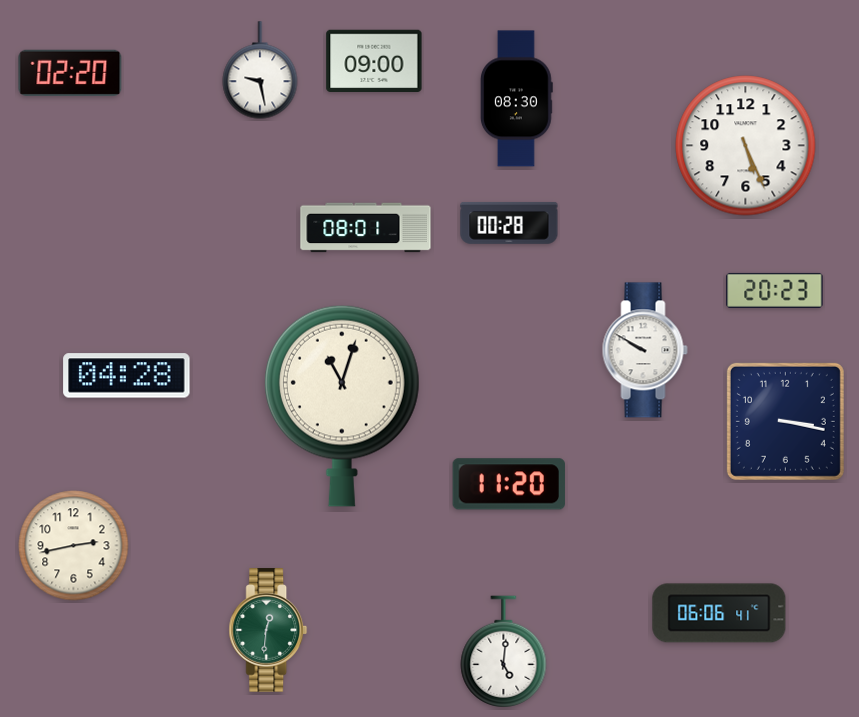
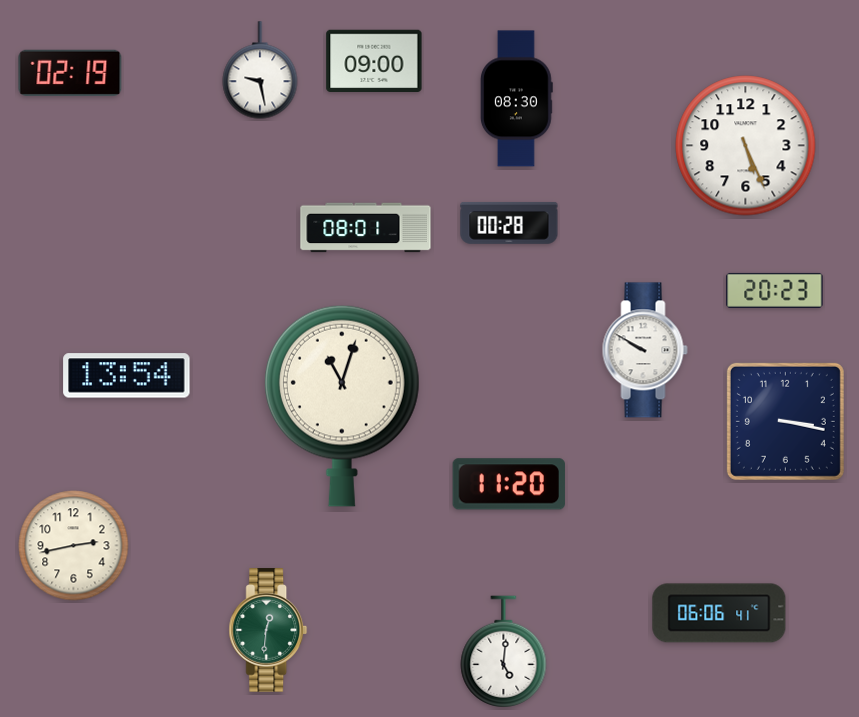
clock at (70, 73): 02:20 -> 02:19
clock at (127, 376): 04:28 -> 13:54
